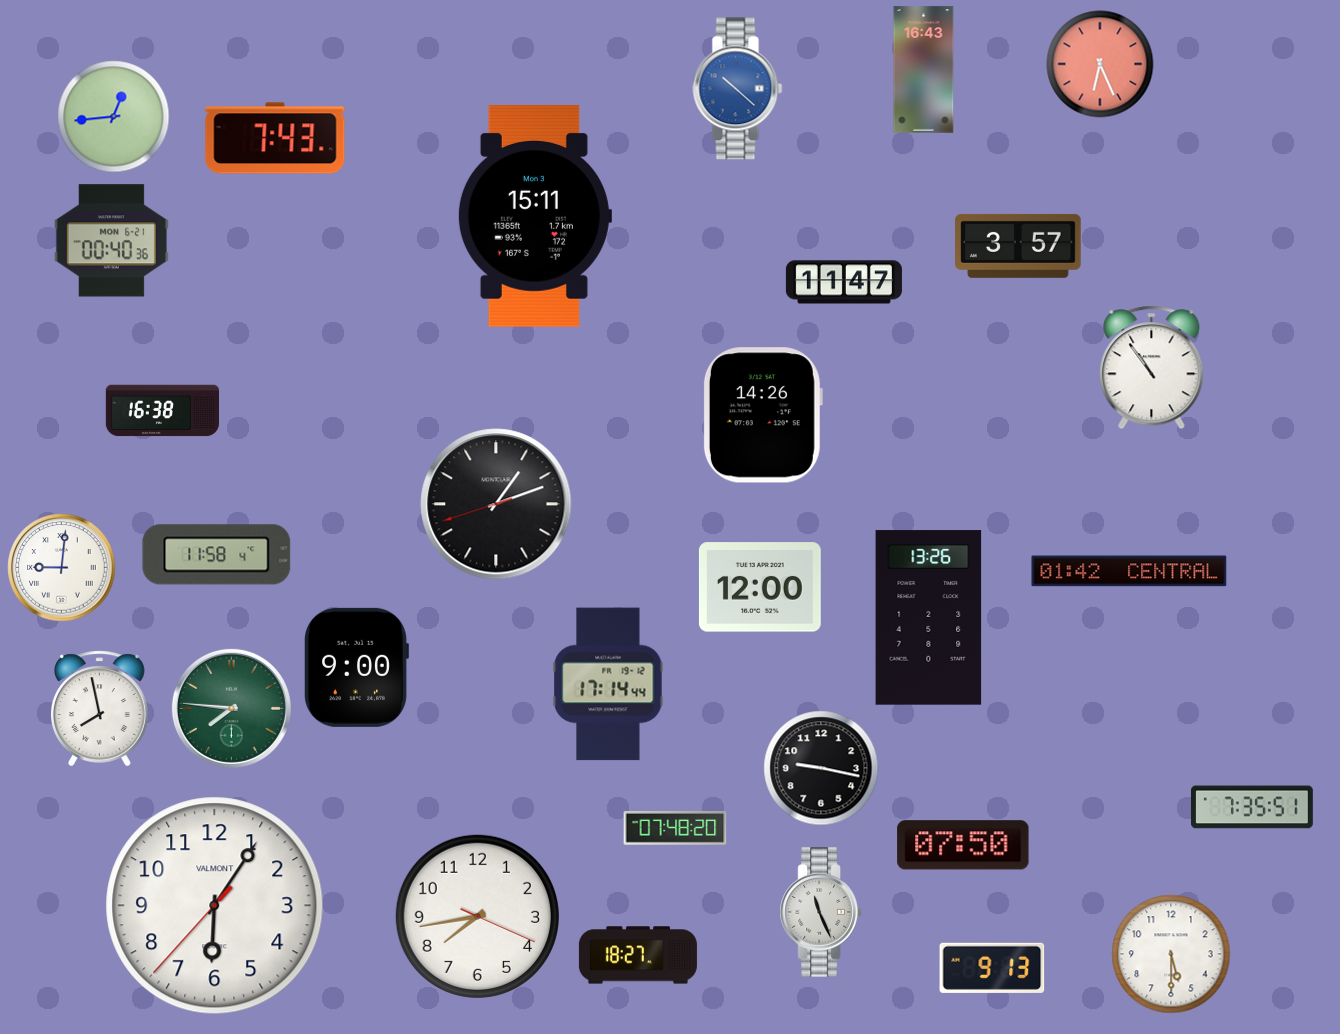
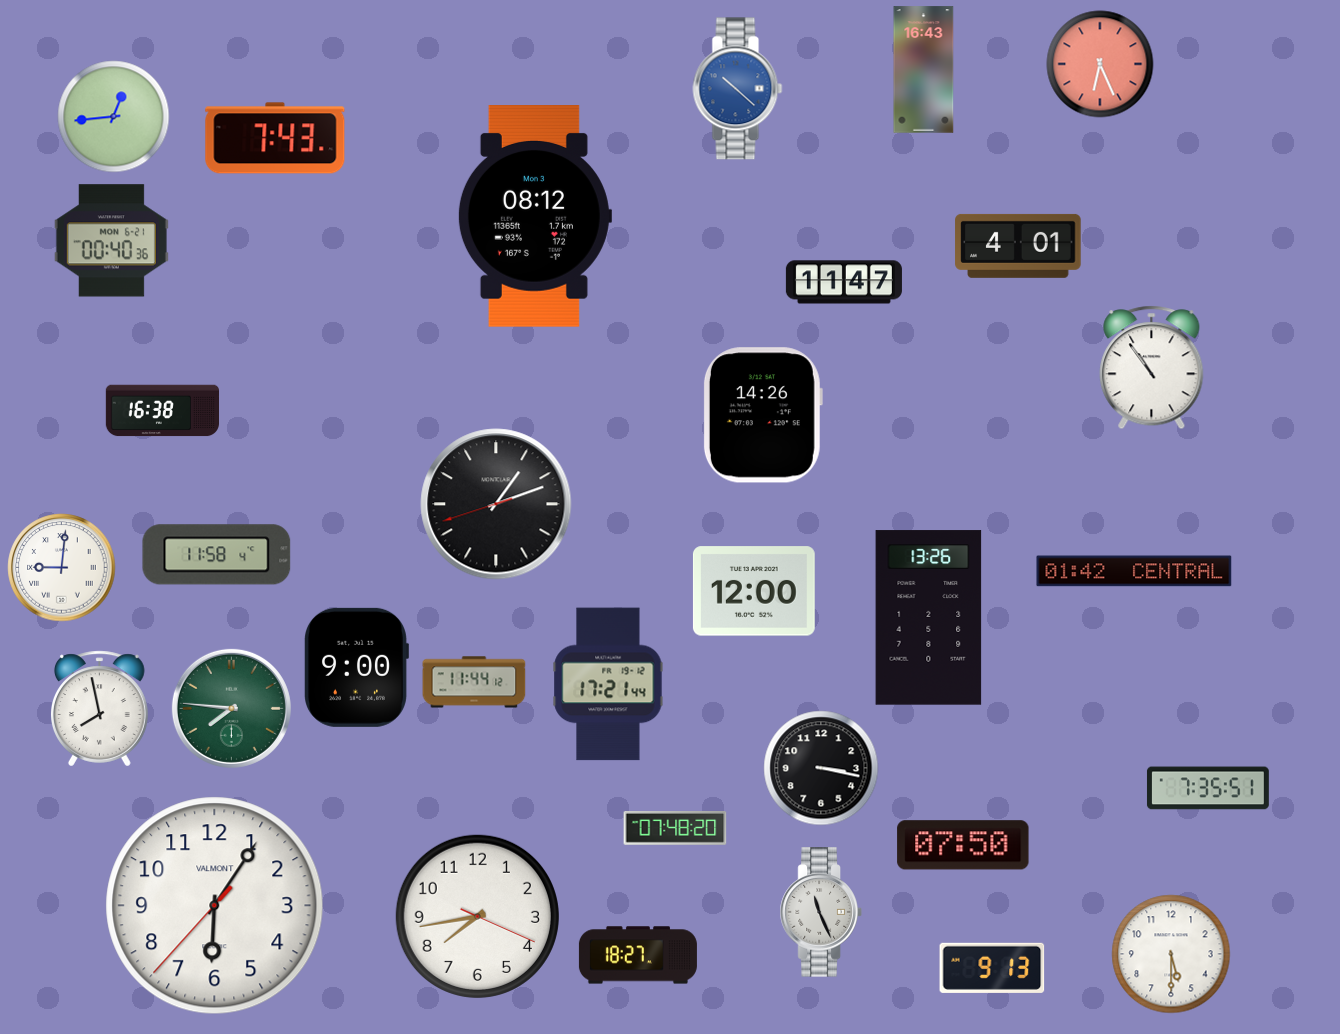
clock at (534, 217): 15:11 -> 08:12
clock at (1018, 246): 3:57 -> 4:01
clock at (1129, 571) position: (1129, 571) -> (1134, 571)
clock at (760, 587) position: (760, 587) -> (754, 591)
clock at (474, 682): none -> 11:44
clock at (608, 684): 17:14 -> 17:21
clock at (821, 768): 9:17 -> 3:17
clock at (1252, 807) position: (1252, 807) -> (1208, 788)
